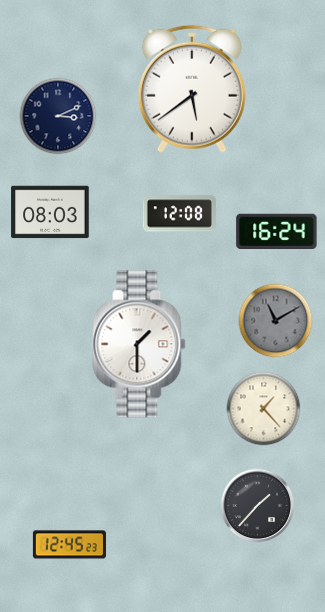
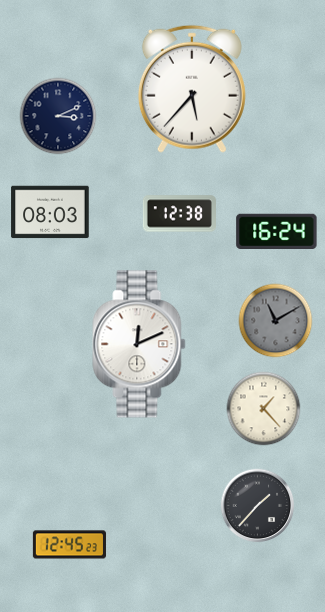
clock at (192, 89): 5:39 -> 5:37
clock at (179, 214): 12:08 -> 12:38
clock at (139, 344): 1:30 -> 12:11
